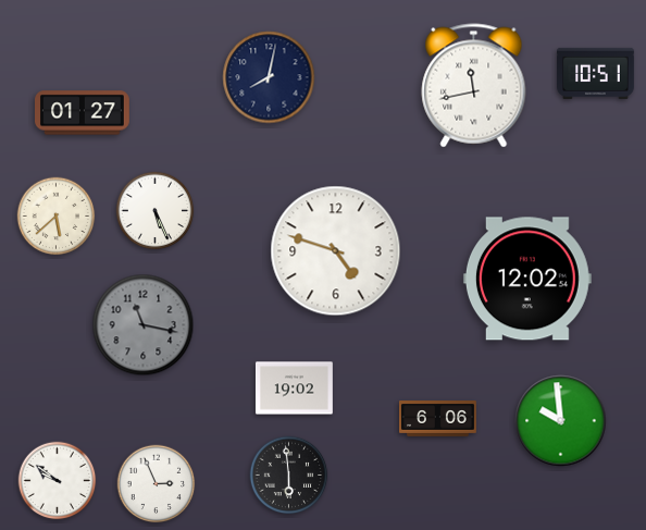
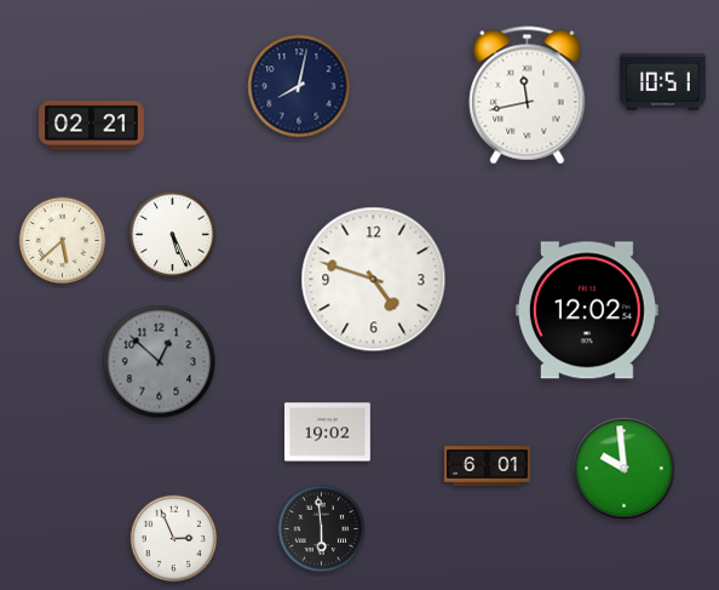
clock at (83, 113): 01:27 -> 02:21
clock at (144, 325): 11:17 -> 12:52
clock at (438, 419): 6:06 -> 6:01
clock at (58, 481): 9:51 -> none
